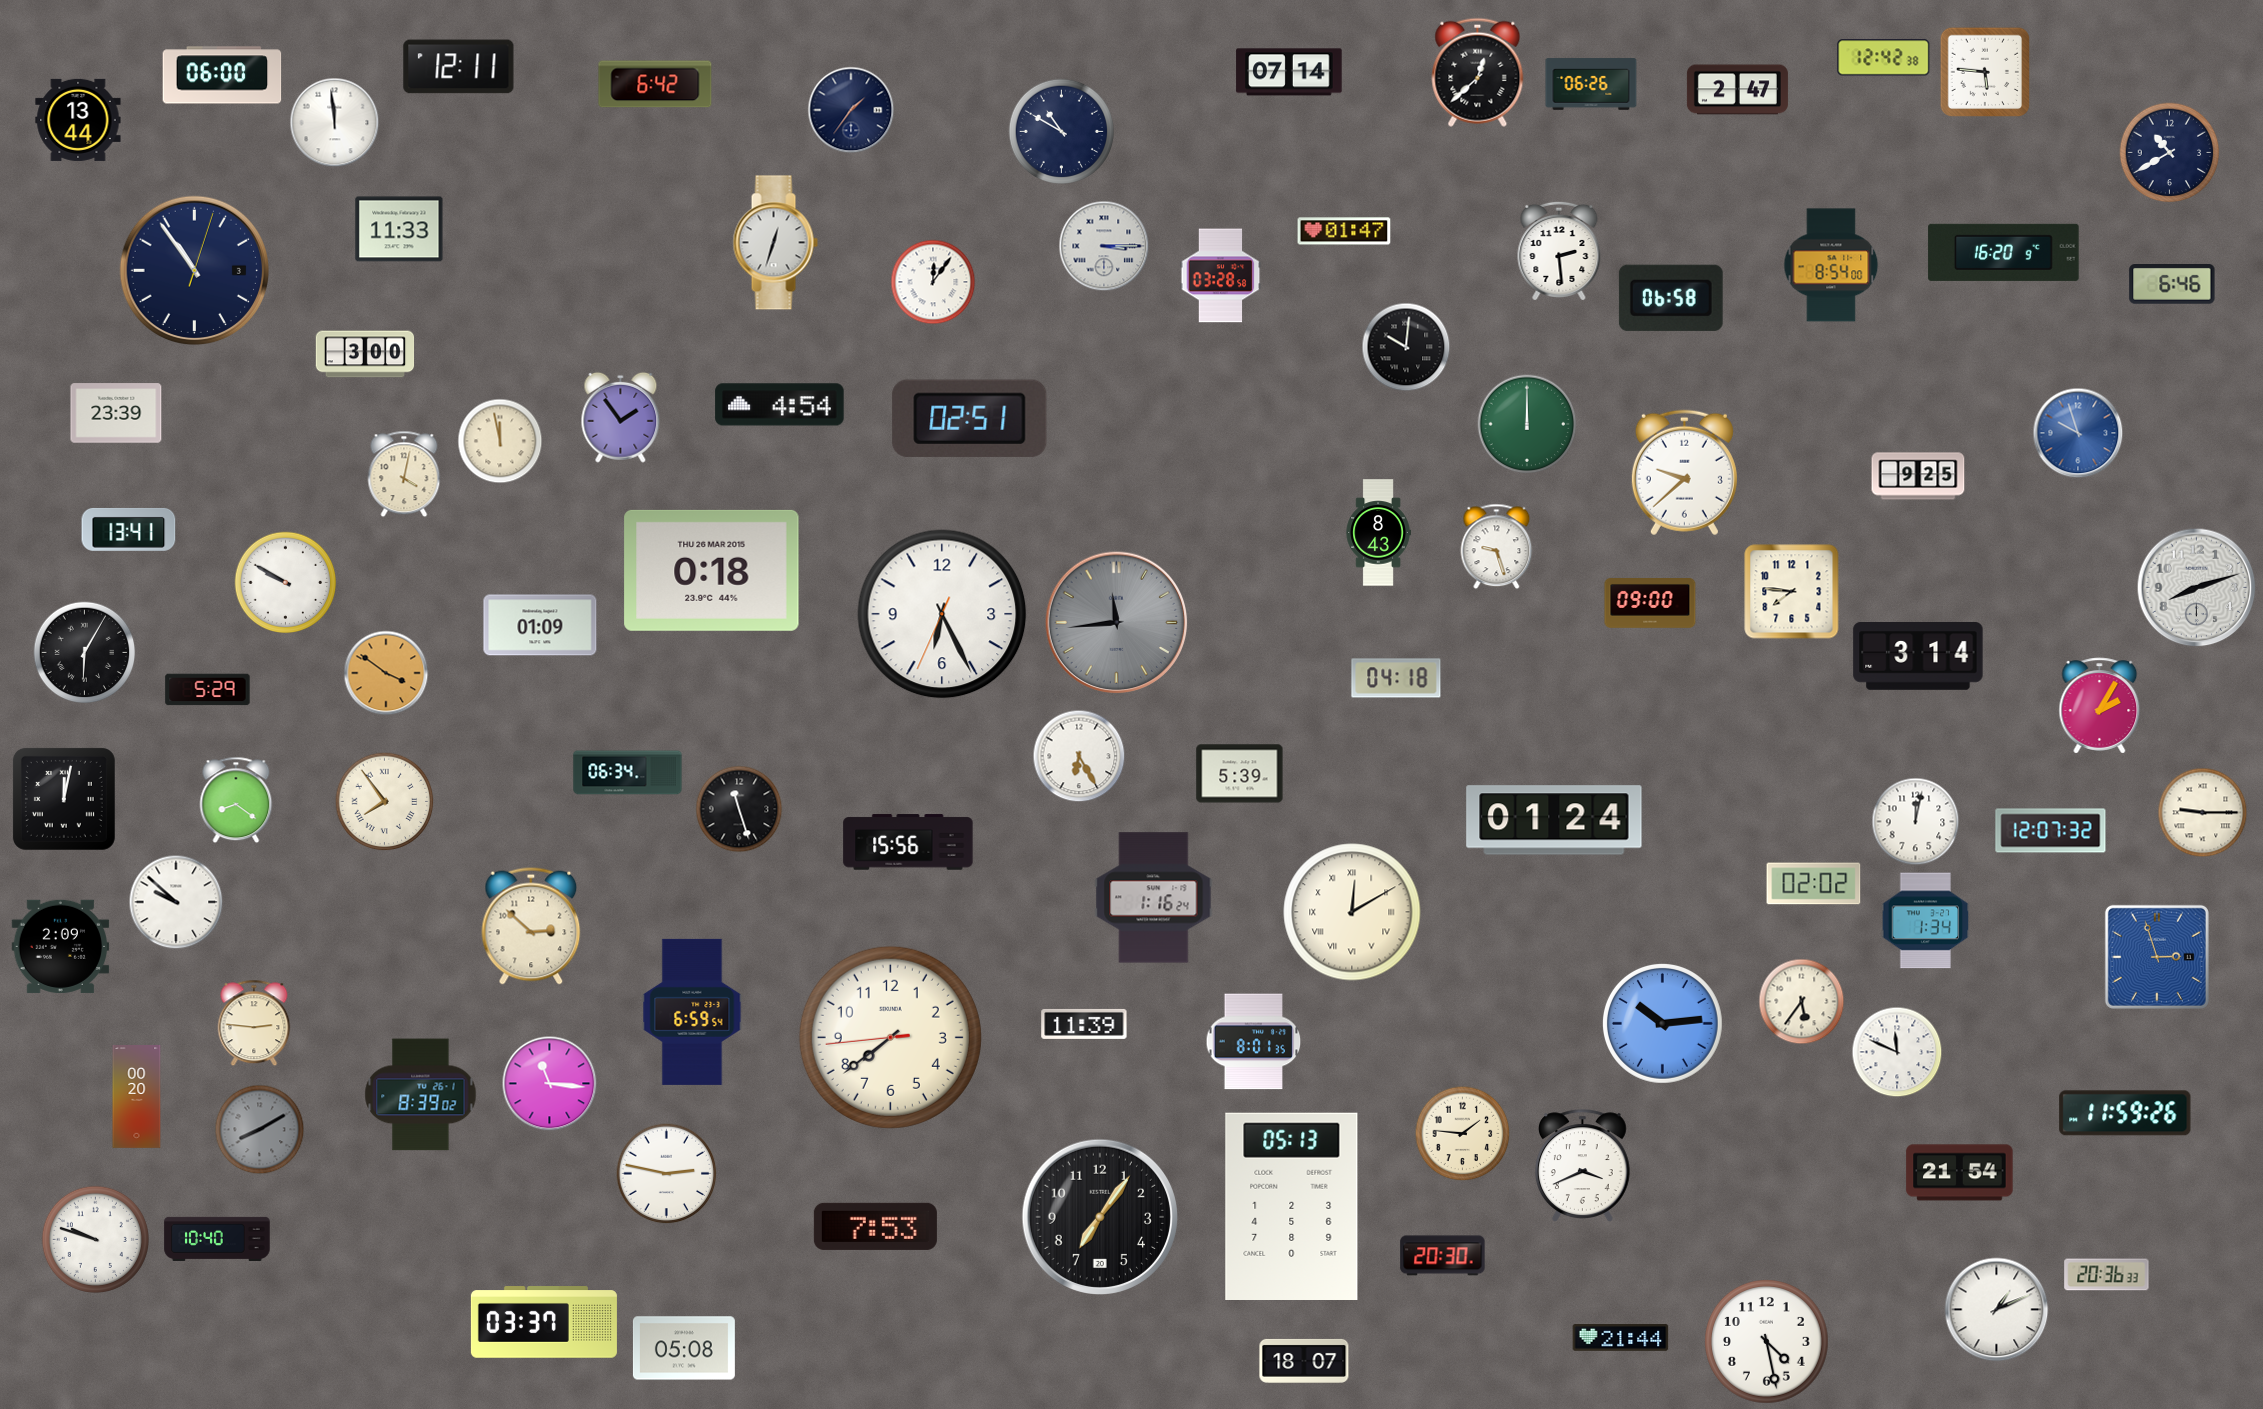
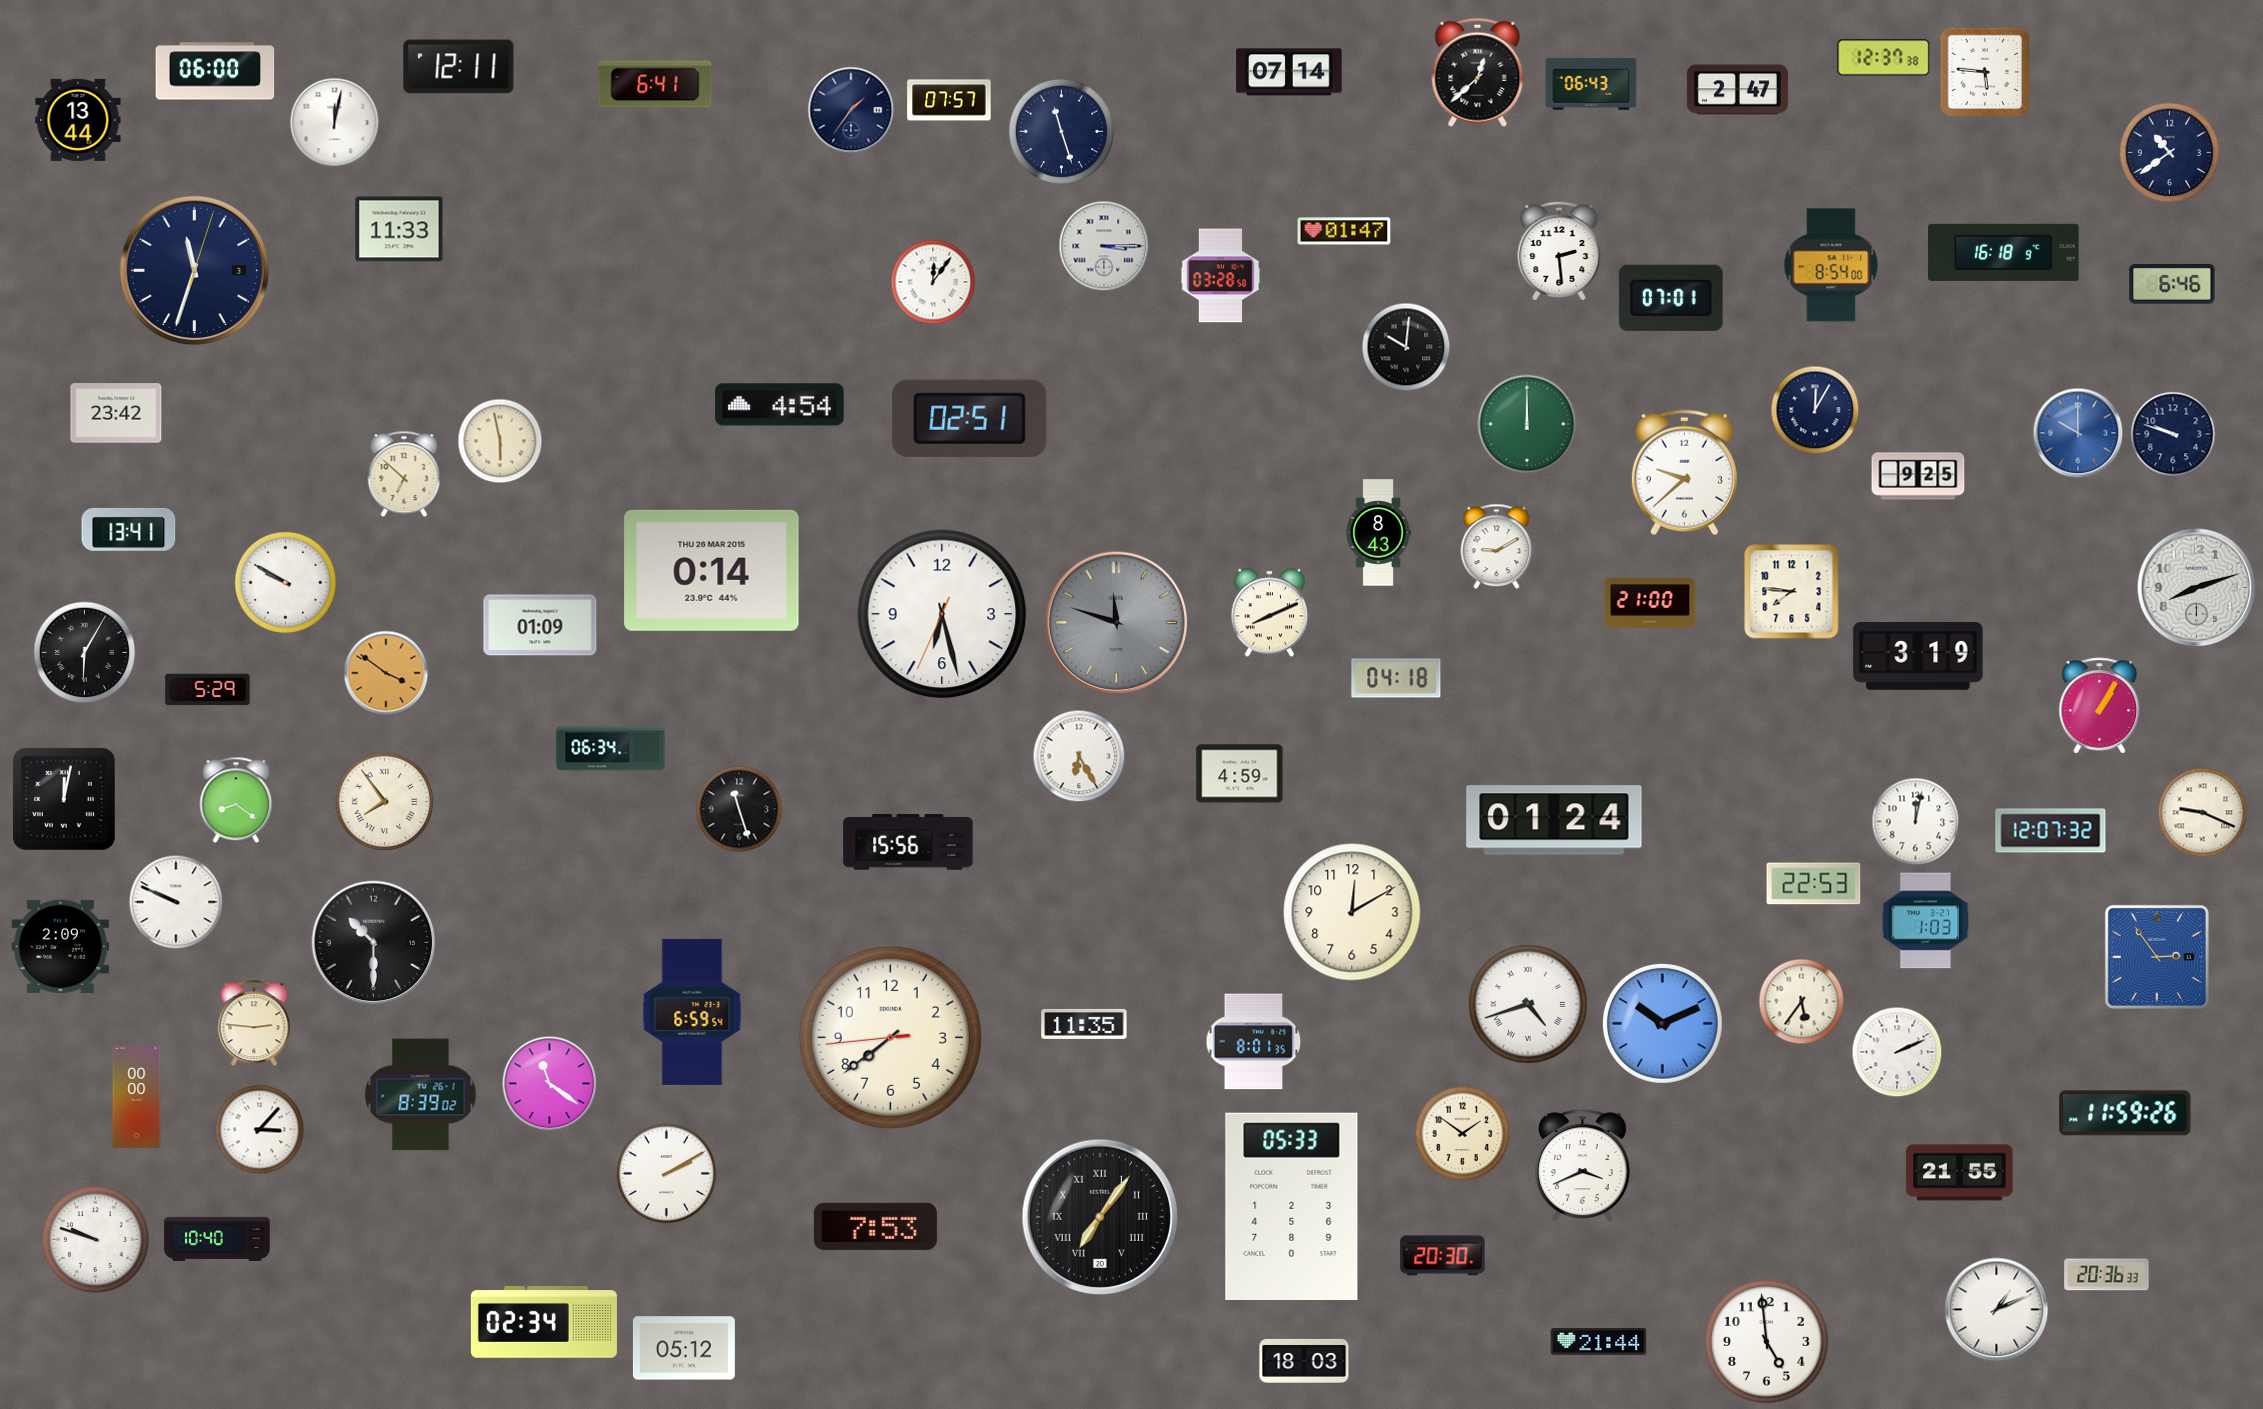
clock at (1884, 58): 12:42 -> 12:37
clock at (222, 75) position: (222, 75) -> (215, 71)
clock at (655, 84): 6:42 -> 6:41
clock at (1591, 84): 06:26 -> 06:43
clock at (949, 100): none -> 07:57
clock at (335, 123): 11:59 -> 12:02
clock at (1061, 131): 10:50 -> 11:27
clock at (2170, 153): 10:40 -> 10:39
clock at (775, 243): 12:33 -> none
clock at (2004, 252): 16:20 -> 16:18
clock at (194, 270): 10:54 -> 11:33
clock at (1671, 298): 06:58 -> 07:01
clock at (365, 354): 3:00 -> none
clock at (1815, 410): none -> 12:05
clock at (116, 413): 23:39 -> 23:42
clock at (621, 417): 1:54 -> none
clock at (2078, 433): 9:57 -> 10:00
clock at (2173, 434): none -> 9:48
clock at (500, 441): 11:58 -> 5:58
clock at (404, 474): 4:02 -> 6:52
clock at (1497, 547): 9:27 -> 9:10
clock at (712, 570): 0:18 -> 0:14
clock at (1650, 604): 09:00 -> 21:00
clock at (1270, 613): none -> 8:11
clock at (942, 614): 6:25 -> 6:27
clock at (1117, 623): 11:44 -> 11:48
clock at (1918, 657): 3:14 -> 3:19
clock at (2100, 706): 2:05 -> 1:05
clock at (628, 773) position: (628, 773) -> (611, 749)
clock at (1240, 774): 5:39 -> 4:59
clock at (2203, 813): 9:15 -> 9:19
clock at (1814, 884): 02:02 -> 22:53
clock at (1154, 898): 1:16 -> none
clock at (176, 902): 9:52 -> 9:49
clock at (1352, 912) numerals: Roman -> Arabic
clock at (1926, 921): 1:34 -> 1:03
clock at (531, 926): 2:52 -> none
clock at (374, 943): none -> 10:30
clock at (2157, 957): 2:57 -> 2:54
clock at (1528, 1004): none -> 4:42
clock at (1662, 1023): 10:14 -> 10:11
clock at (1084, 1024): 11:39 -> 11:35
clock at (1897, 1052): 11:49 -> 2:11
clock at (550, 1084): 11:16 -> 11:21
clock at (137, 1097): 00:20 -> 00:00
clock at (260, 1130): 8:10 -> 3:07
clock at (260, 1130) dial: grey -> white
clock at (1463, 1134): 1:46 -> 1:51
clock at (1960, 1173): 21:54 -> 21:55
clock at (667, 1174): 2:47 -> 2:10
clock at (1292, 1206): 05:13 -> 05:33
clock at (1099, 1216) numerals: Arabic -> Roman
clock at (544, 1322): 03:37 -> 02:34
clock at (1621, 1338) position: (1621, 1338) -> (1599, 1342)
clock at (1767, 1342): 4:28 -> 4:59
clock at (684, 1348): 05:08 -> 05:12
clock at (1304, 1361): 18:07 -> 18:03
